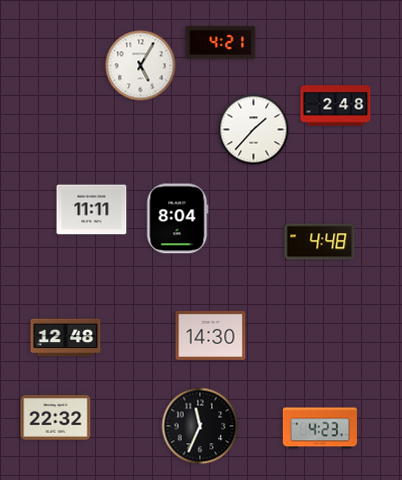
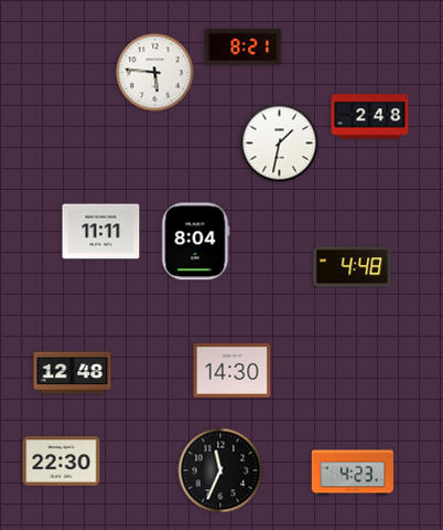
clock at (221, 42): 4:21 -> 8:21
clock at (141, 66): 5:05 -> 5:46
clock at (254, 130): 1:37 -> 1:32
clock at (56, 418): 22:32 -> 22:30
